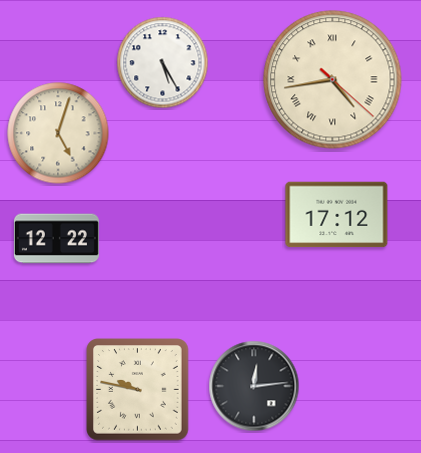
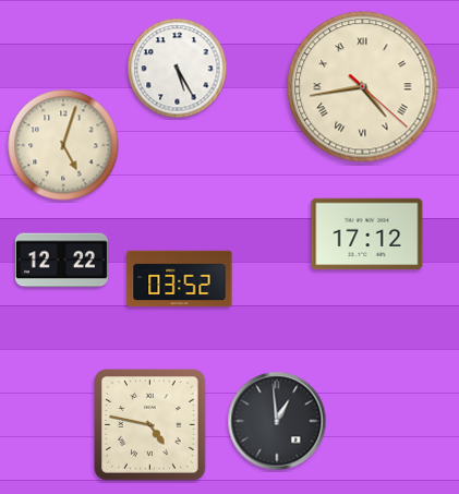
clock at (180, 279): none -> 03:52
clock at (254, 386): 12:14 -> 12:59
clock at (138, 390): 9:47 -> 4:47
